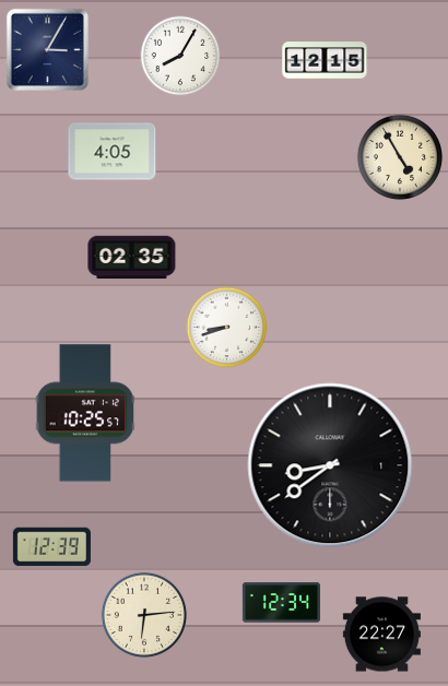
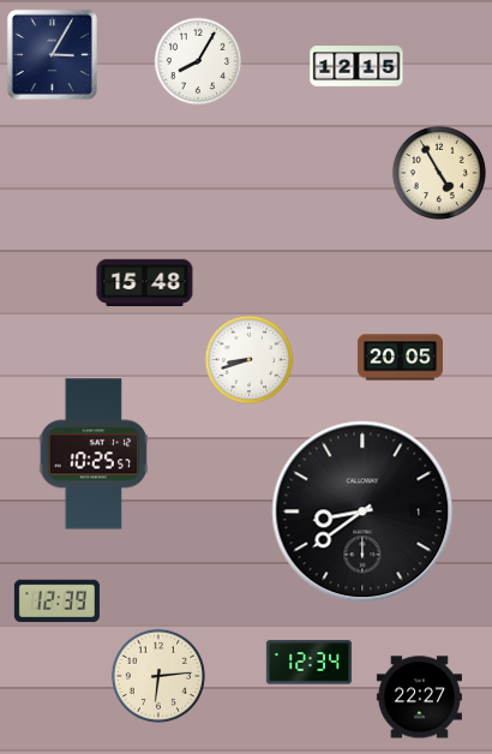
clock at (113, 152): 4:05 -> none
clock at (132, 258): 02:35 -> 15:48
clock at (400, 358): none -> 20:05
